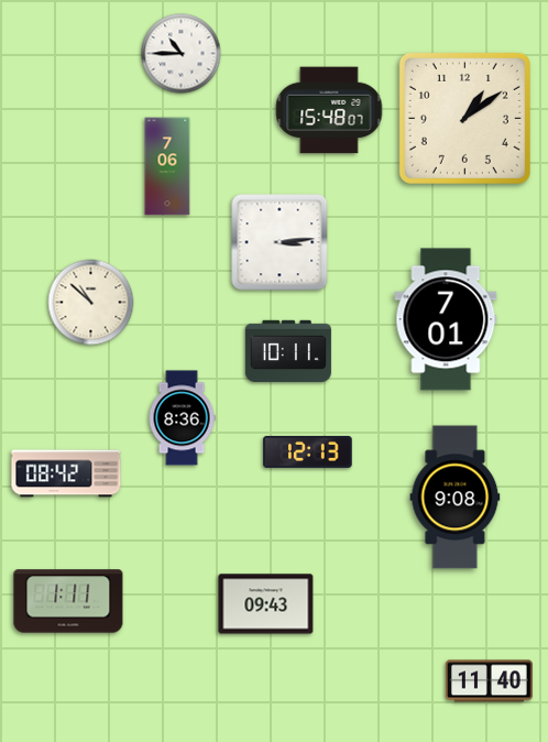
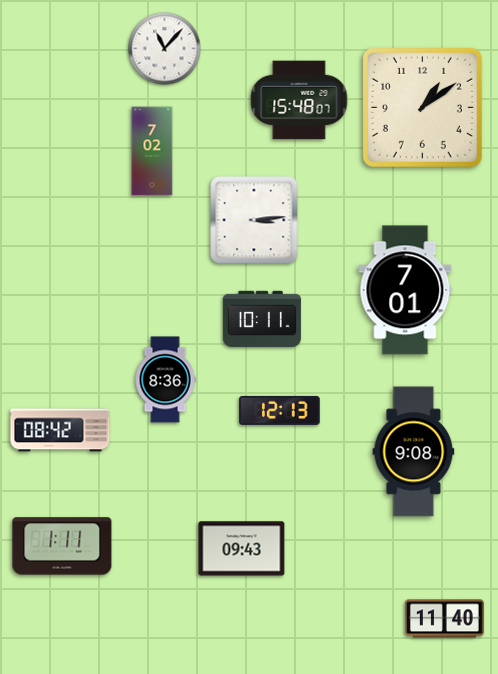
clock at (182, 54): 10:45 -> 11:07
clock at (167, 166): 7:06 -> 7:02
clock at (91, 303): 10:52 -> none
